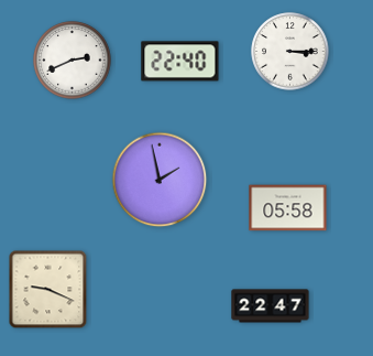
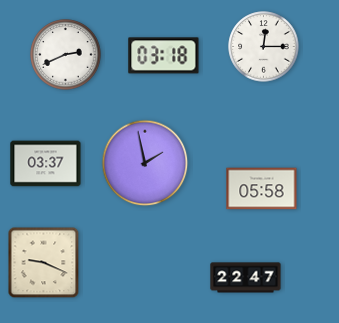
clock at (290, 52): 3:15 -> 12:15
clock at (180, 62): 22:40 -> 03:18
clock at (46, 164): none -> 03:37
